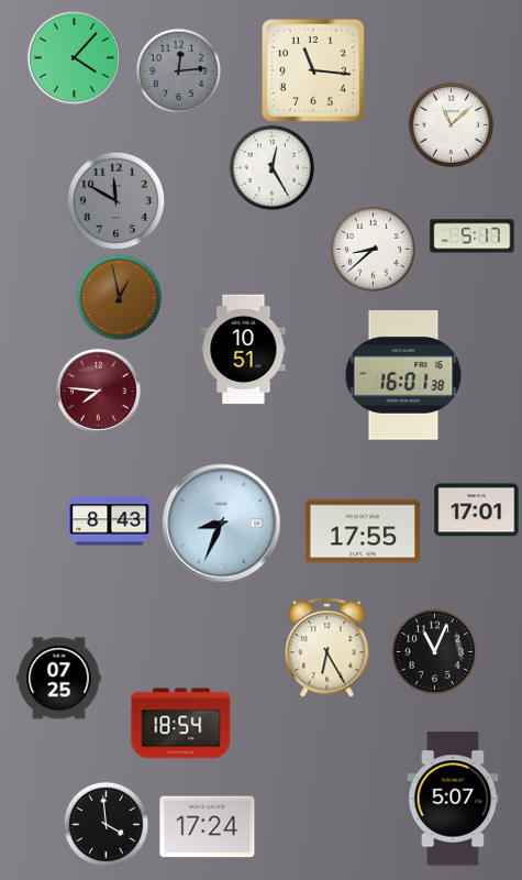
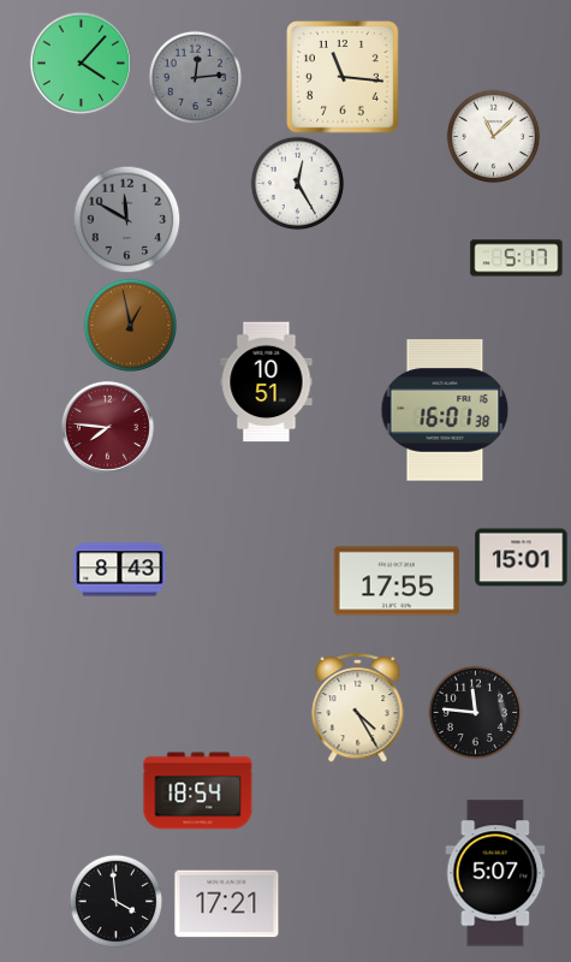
clock at (373, 249): 8:38 -> none
clock at (403, 375) position: (403, 375) -> (445, 410)
clock at (477, 510): 17:01 -> 15:01
clock at (222, 524): 8:34 -> none
clock at (327, 647): 6:25 -> 4:25
clock at (434, 651): 11:04 -> 11:46
clock at (59, 679): 07:25 -> none
clock at (208, 827): 17:24 -> 17:21
